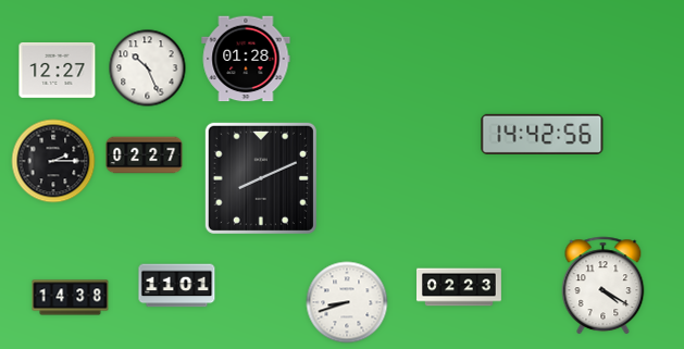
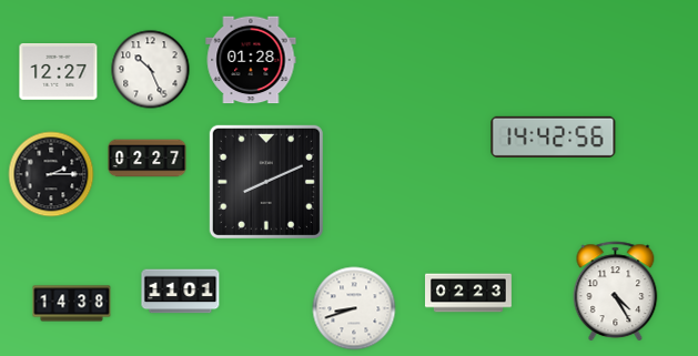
clock at (53, 161) position: (53, 161) -> (51, 174)
clock at (604, 286): 4:20 -> 4:25
